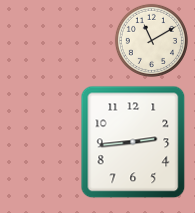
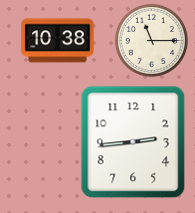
clock at (151, 40): 11:10 -> 11:15
clock at (58, 41): none -> 10:38
